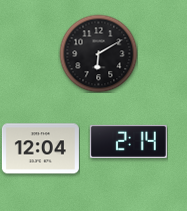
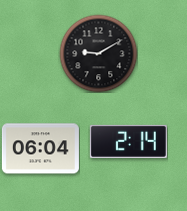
clock at (98, 53): 6:10 -> 9:10
clock at (40, 149): 12:04 -> 06:04
